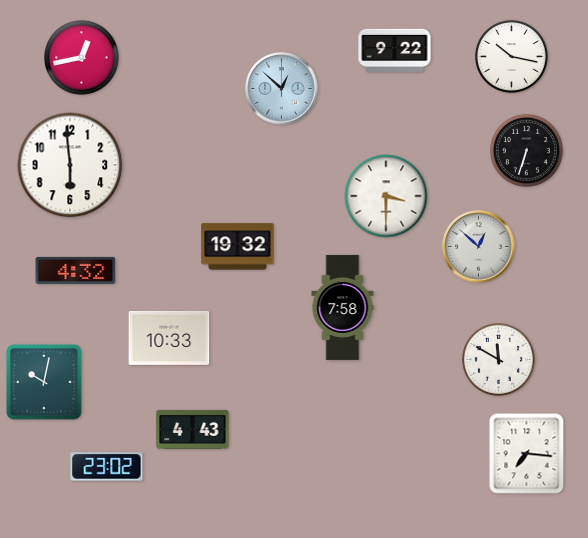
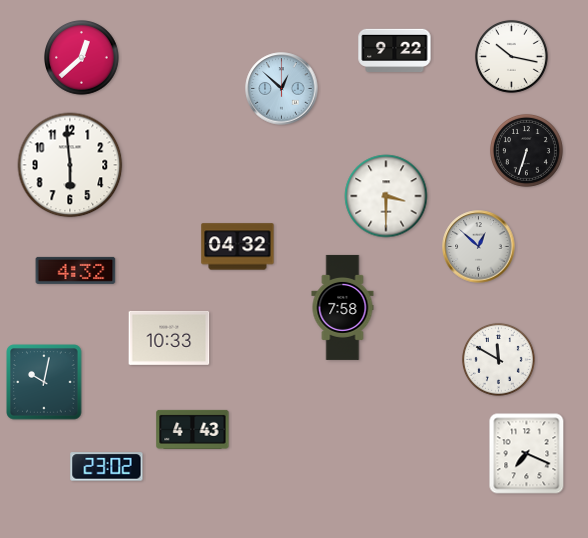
clock at (82, 58): 12:43 -> 12:38
clock at (238, 247): 19:32 -> 04:32
clock at (527, 454): 7:16 -> 7:19
